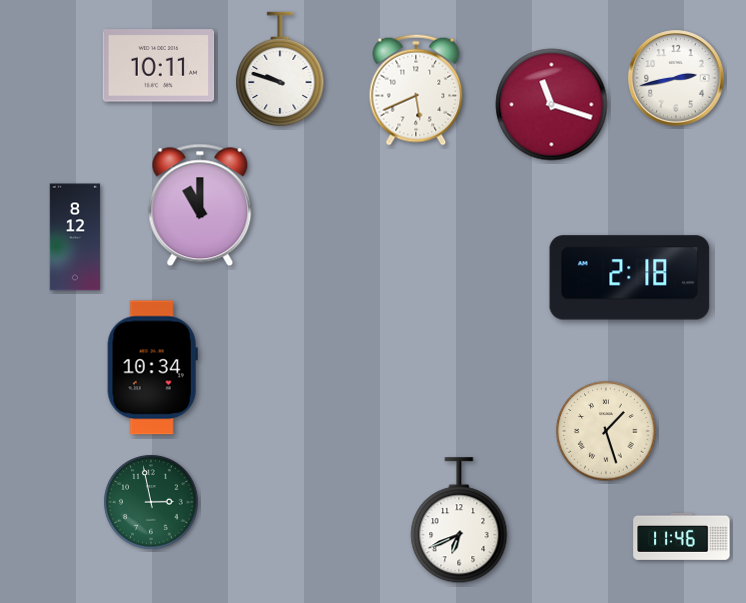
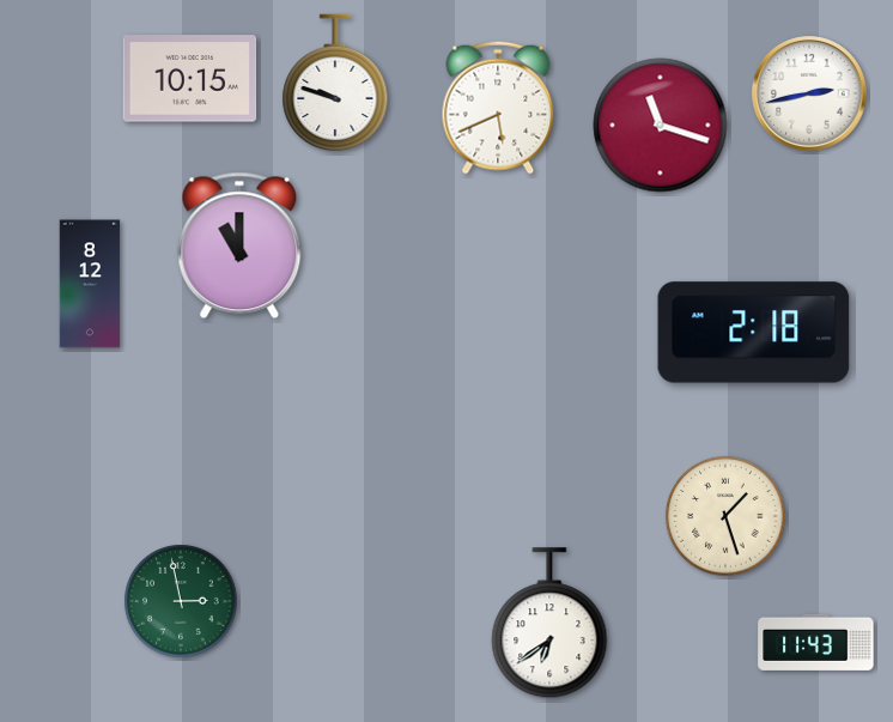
clock at (159, 66): 10:11 -> 10:15
clock at (152, 368): 10:34 -> none
clock at (459, 521): 6:41 -> 6:39
clock at (682, 536): 11:46 -> 11:43
